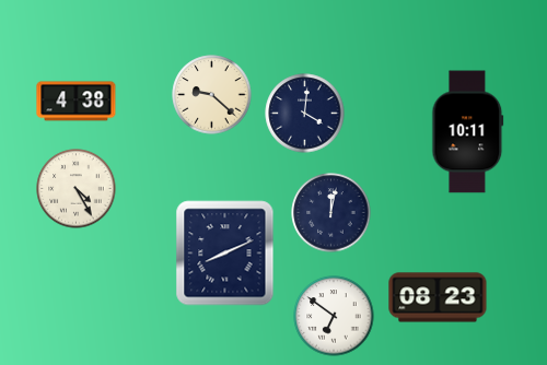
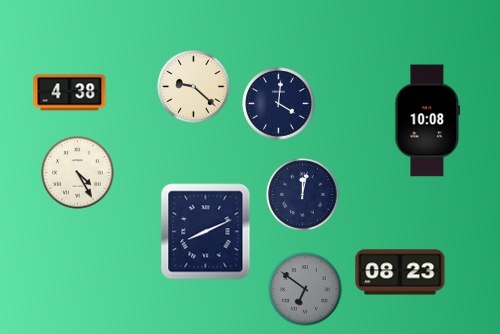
clock at (468, 132): 10:11 -> 10:08
clock at (77, 189) position: (77, 189) -> (78, 173)
clock at (334, 316) dial: white -> grey
